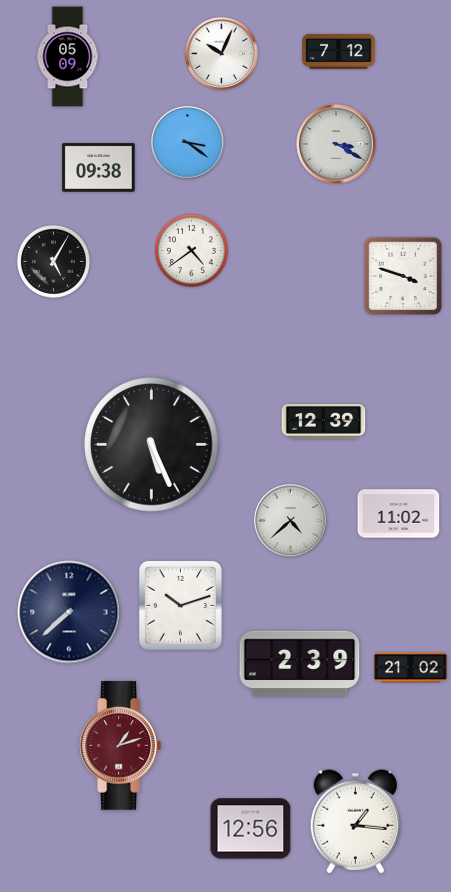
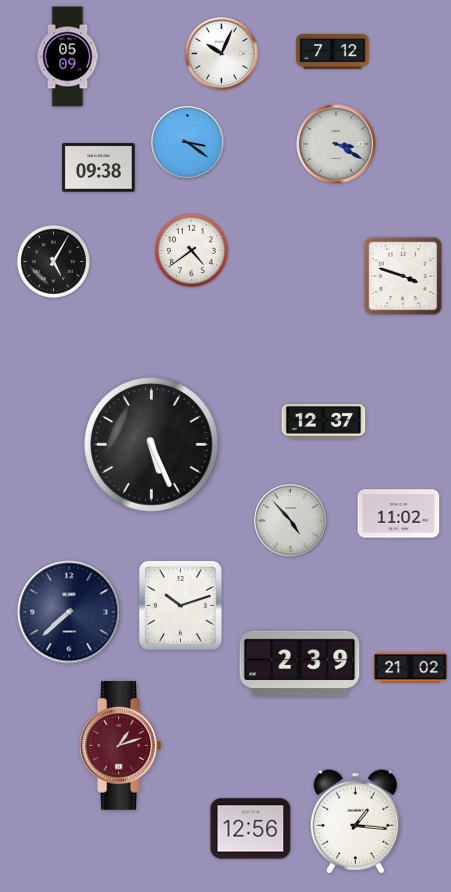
clock at (339, 52) position: (339, 52) -> (333, 52)
clock at (324, 422): 12:39 -> 12:37
clock at (291, 521): 4:38 -> 4:53
